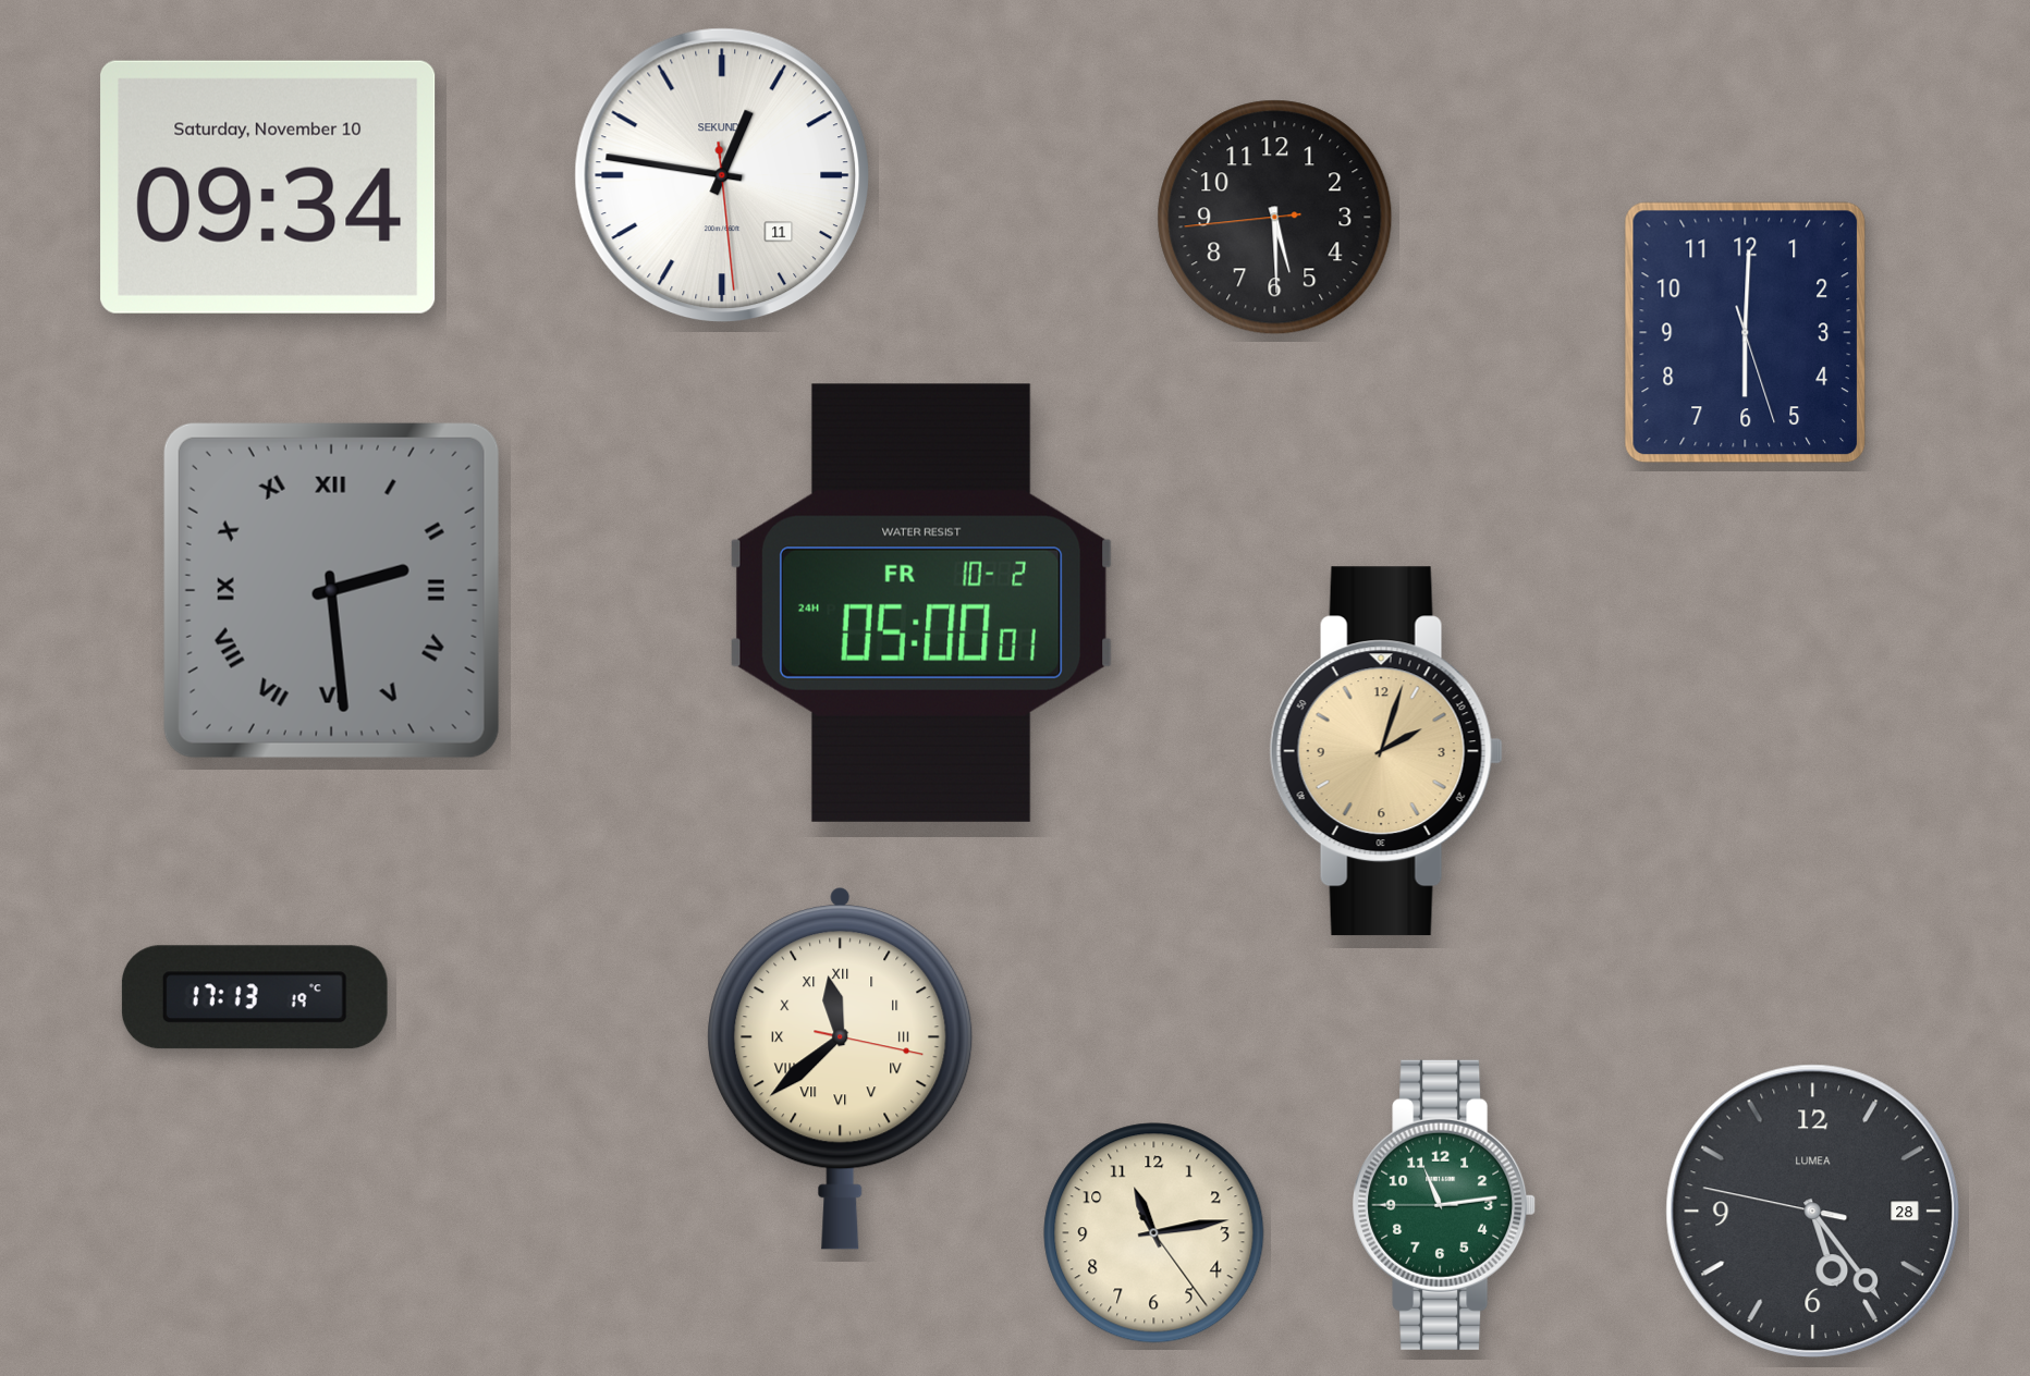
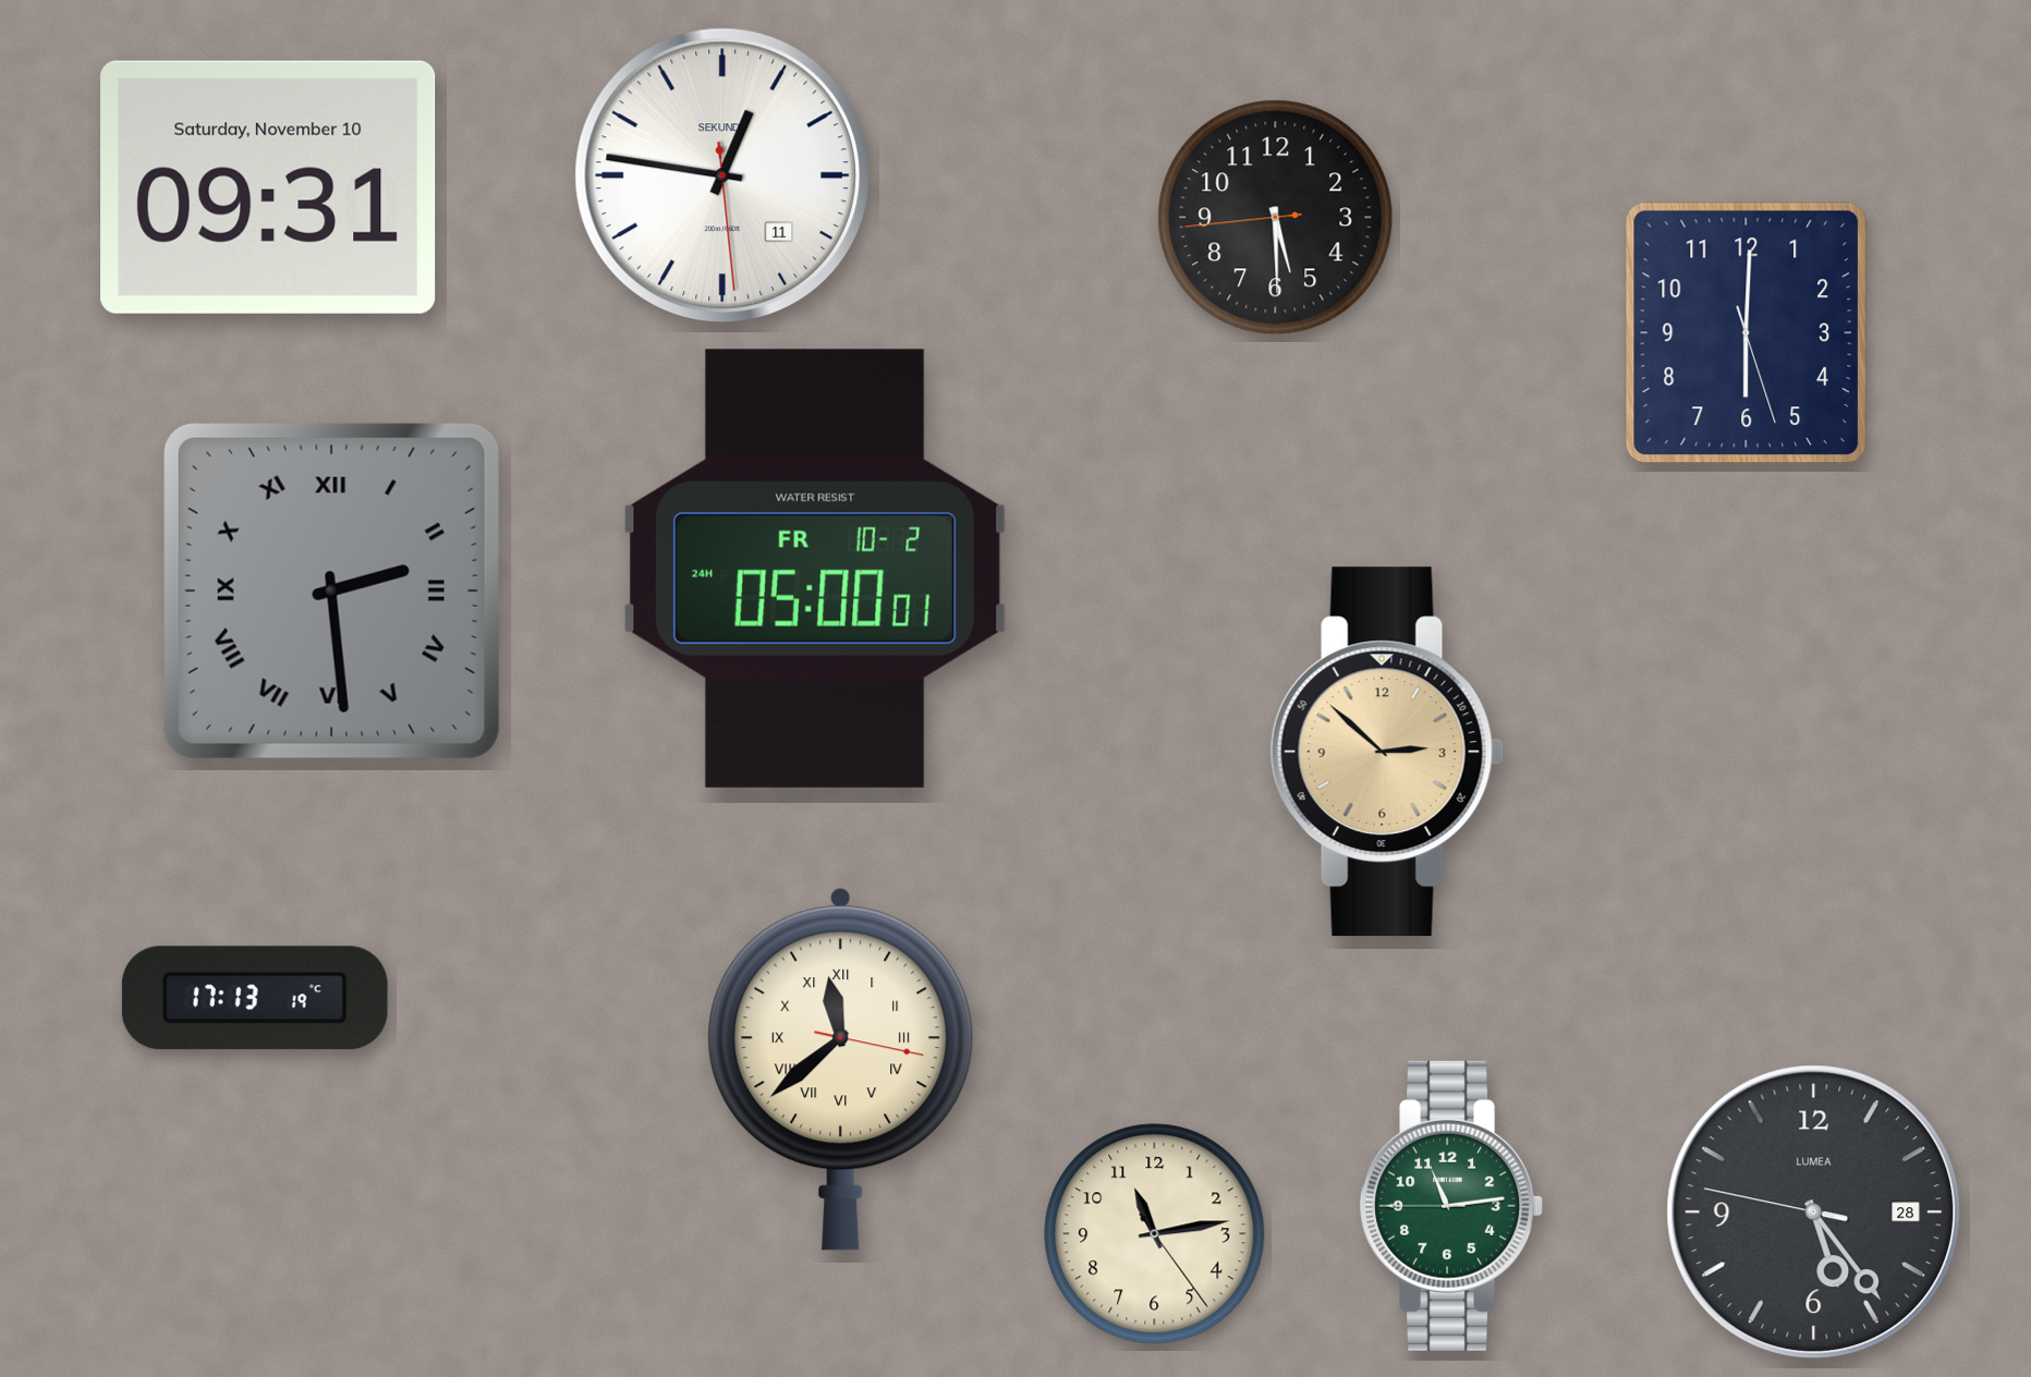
clock at (268, 187): 09:34 -> 09:31
clock at (921, 603) position: (921, 603) -> (815, 569)
clock at (1386, 751): 2:03 -> 2:52
clock at (1444, 1205) position: (1444, 1205) -> (1451, 1206)
